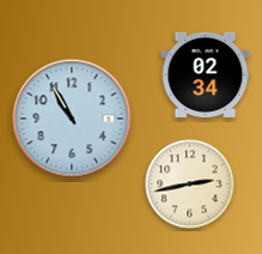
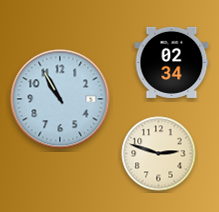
clock at (190, 185): 2:43 -> 2:48
